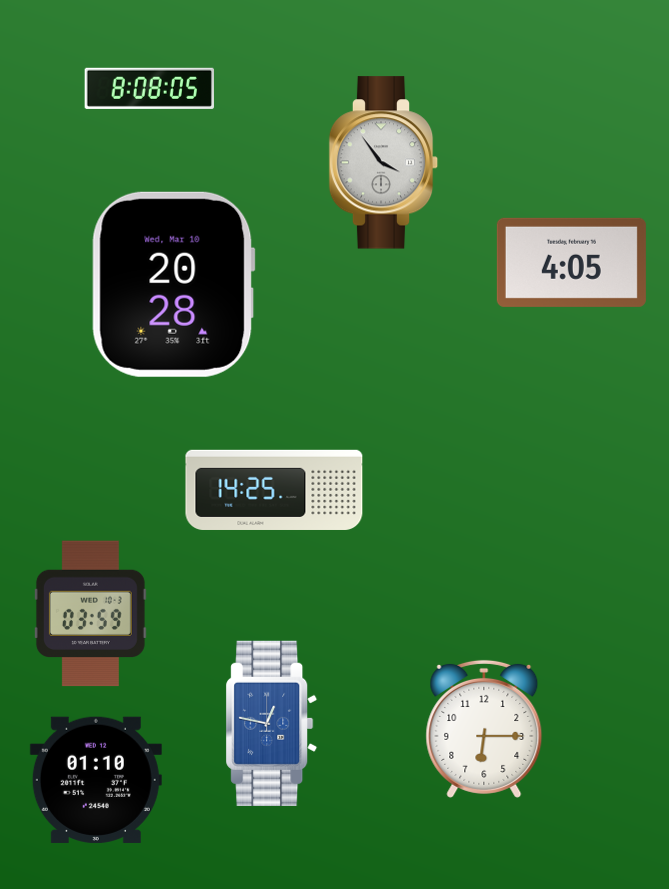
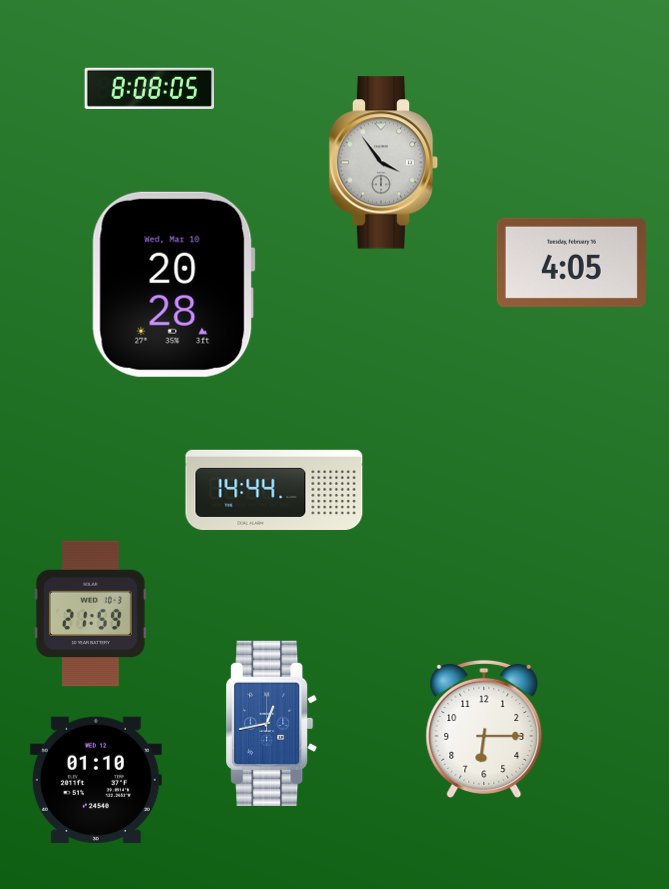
clock at (274, 490): 14:25 -> 14:44
clock at (90, 614): 03:59 -> 21:59
clock at (272, 723): 12:47 -> 12:43
